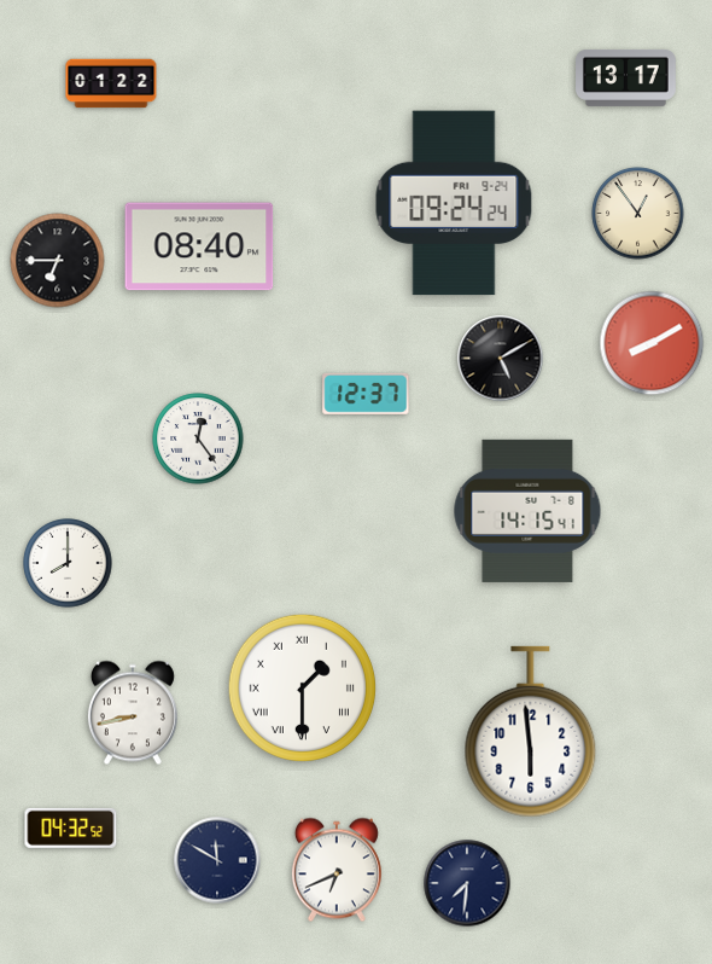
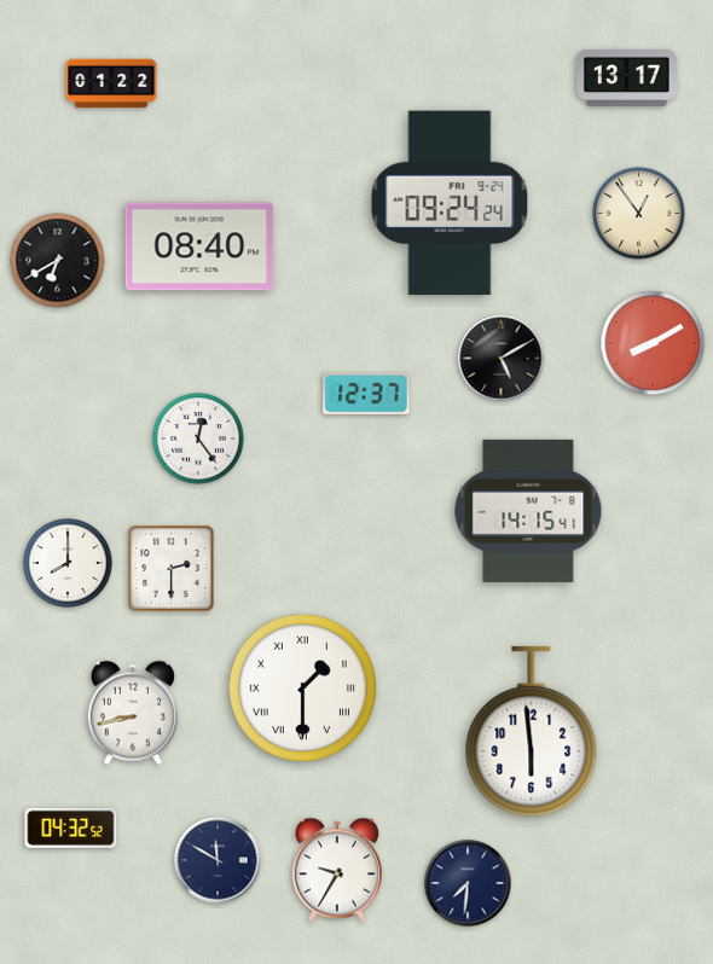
clock at (454, 203) position: (454, 203) -> (450, 203)
clock at (58, 261): 6:45 -> 6:40
clock at (172, 569): none -> 2:30
clock at (337, 870): 6:41 -> 9:35
